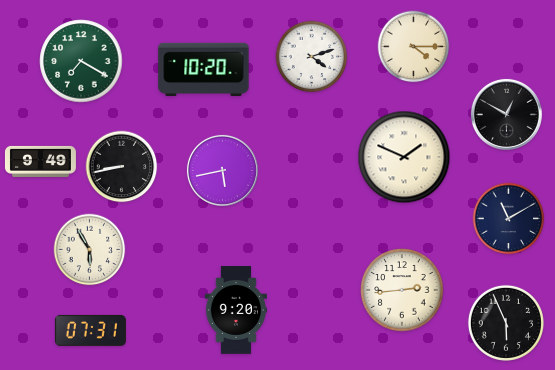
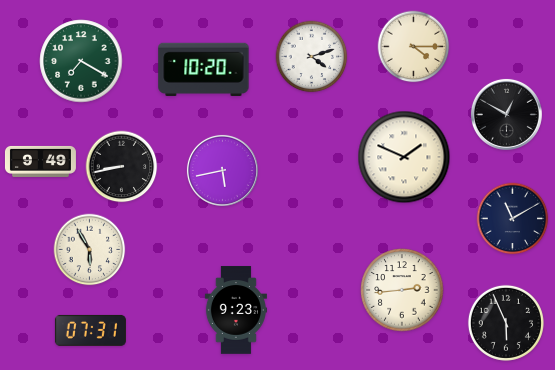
clock at (509, 219) position: (509, 219) -> (513, 219)
clock at (236, 310): 9:20 -> 9:23
